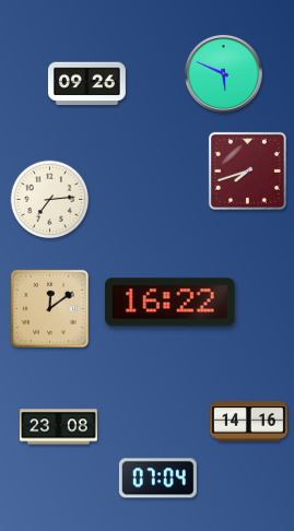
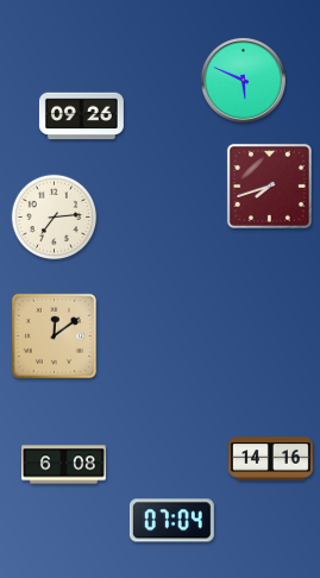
clock at (86, 84) position: (86, 84) -> (81, 117)
clock at (169, 303): 16:22 -> none
clock at (59, 427): 23:08 -> 6:08
